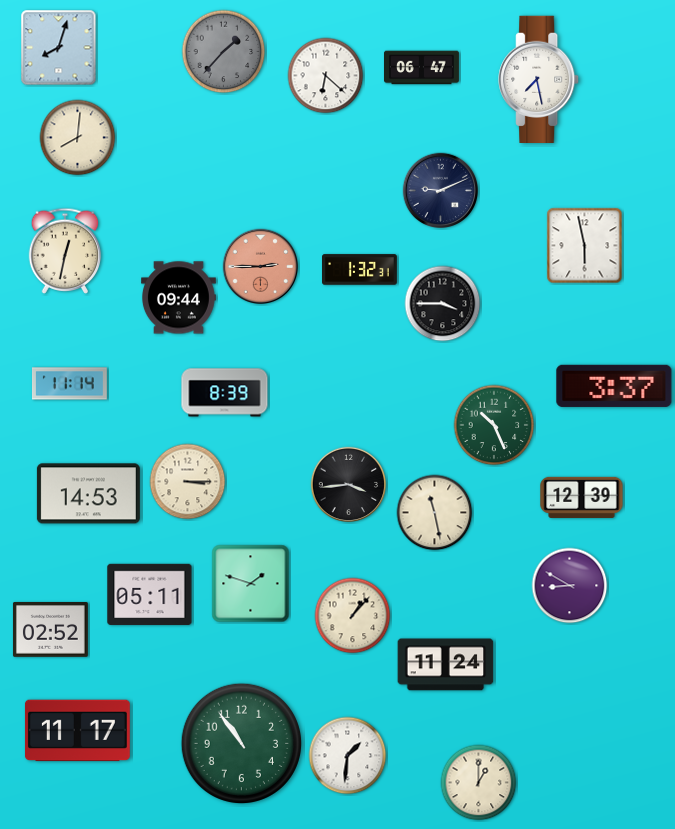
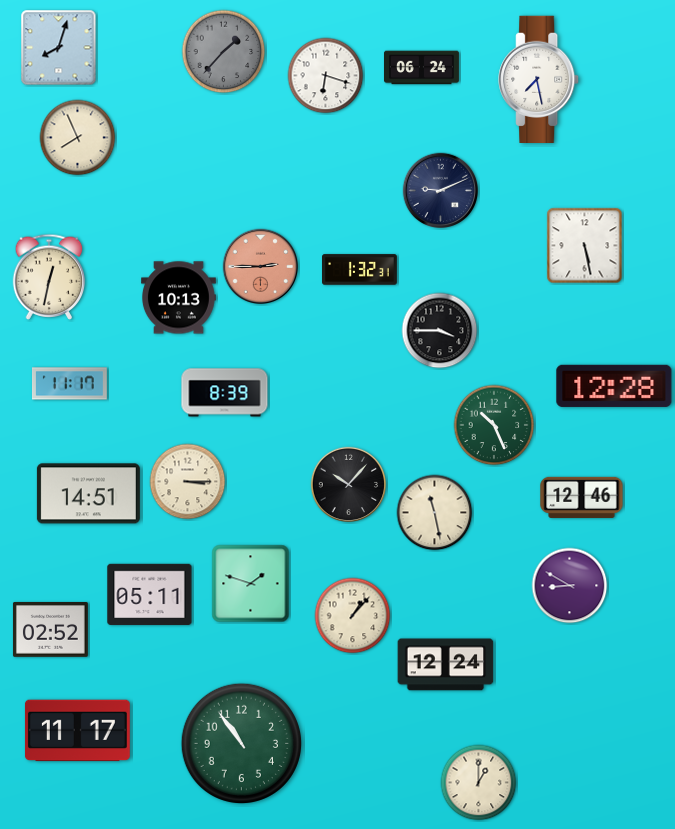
clock at (422, 68): 06:47 -> 06:24
clock at (326, 76): 6:22 -> 6:18
clock at (78, 138): 8:01 -> 7:56
clock at (585, 246): 5:58 -> 5:28
clock at (65, 251) position: (65, 251) -> (49, 277)
clock at (179, 298): 09:44 -> 10:13
clock at (443, 304) position: (443, 304) -> (440, 331)
clock at (69, 384): 11:14 -> 11:17
clock at (614, 386): 3:37 -> 12:28
clock at (349, 485): 3:44 -> 10:07
clock at (88, 494): 14:53 -> 14:51
clock at (582, 497): 12:39 -> 12:46
clock at (446, 665): 11:24 -> 12:24
clock at (348, 756): 1:31 -> none
